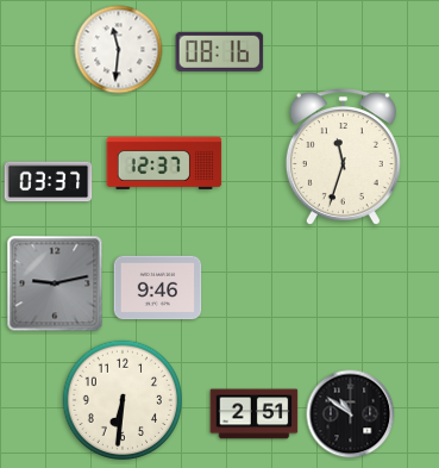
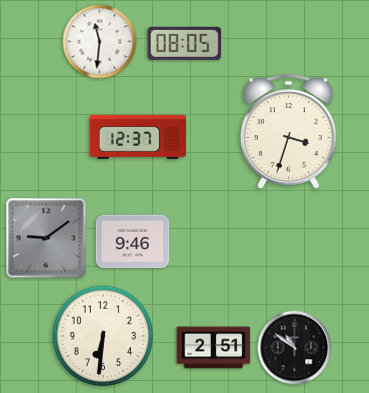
clock at (220, 51): 08:16 -> 08:05
clock at (343, 156): 11:33 -> 3:33
clock at (49, 182): 03:37 -> none
clock at (55, 283): 9:13 -> 9:09
